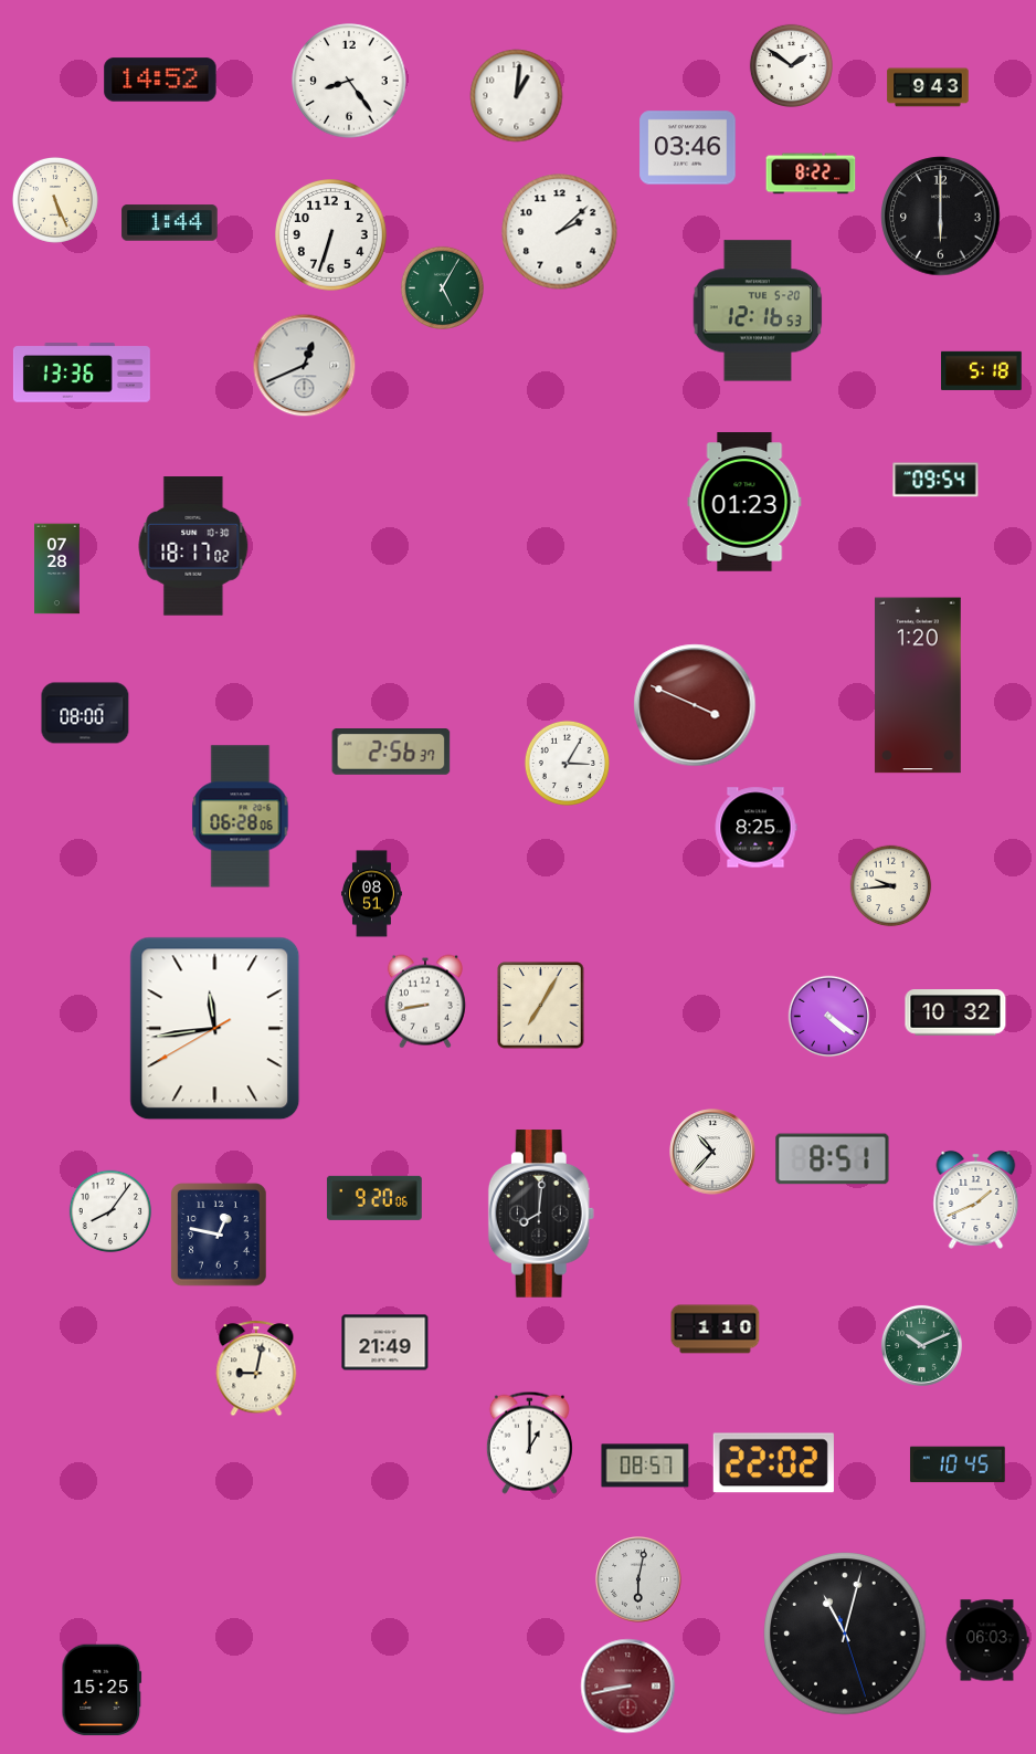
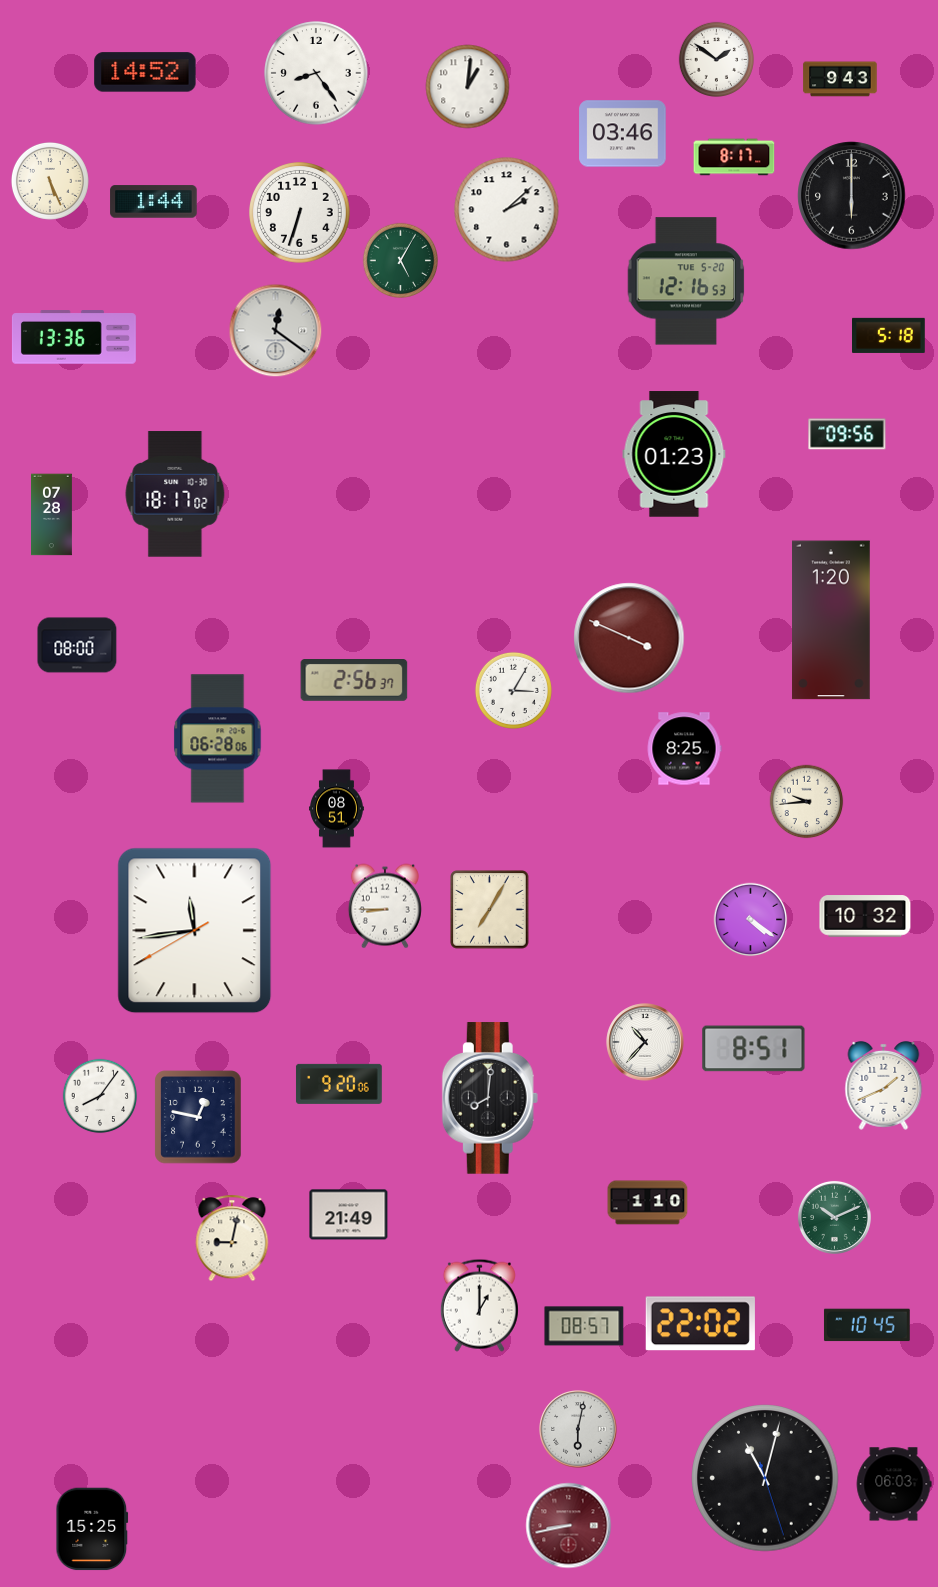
clock at (811, 174): 8:22 -> 8:17
clock at (305, 366): 12:41 -> 12:21
clock at (935, 480): 09:54 -> 09:56
clock at (425, 1001): 8:43 -> 8:45
